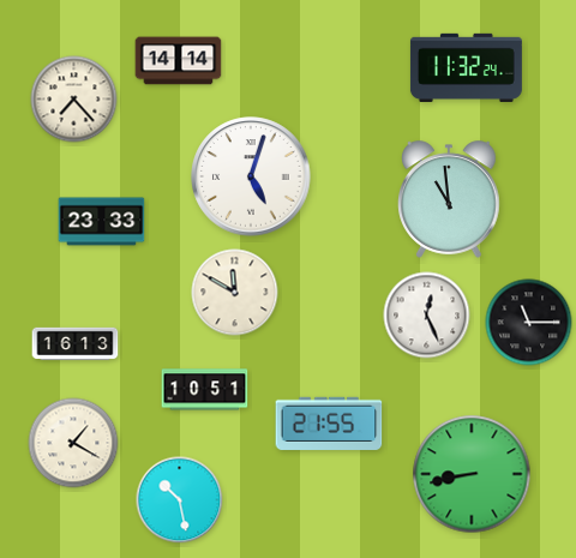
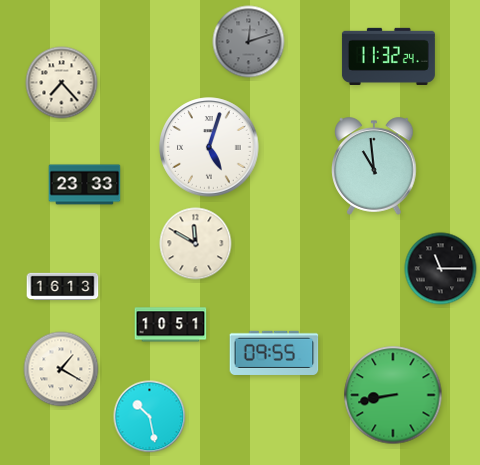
clock at (249, 42): none -> 12:12
clock at (179, 61): 14:14 -> none
clock at (427, 316): 12:26 -> none
clock at (329, 424): 21:55 -> 09:55
